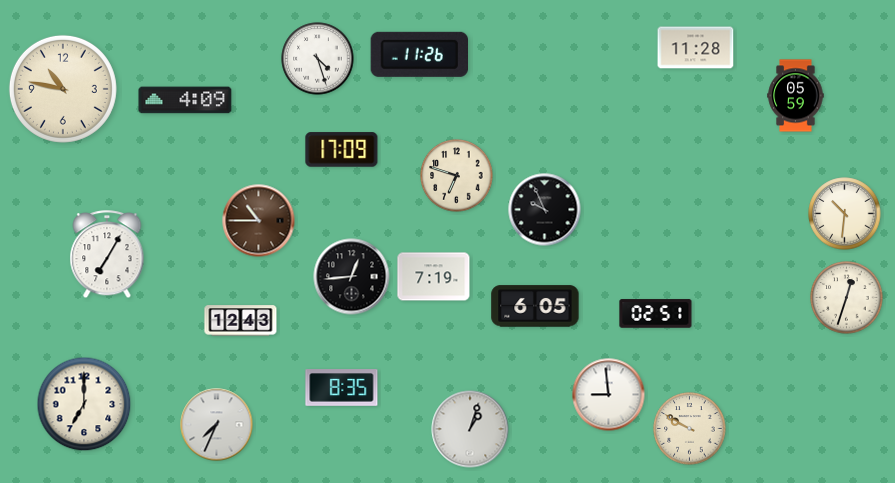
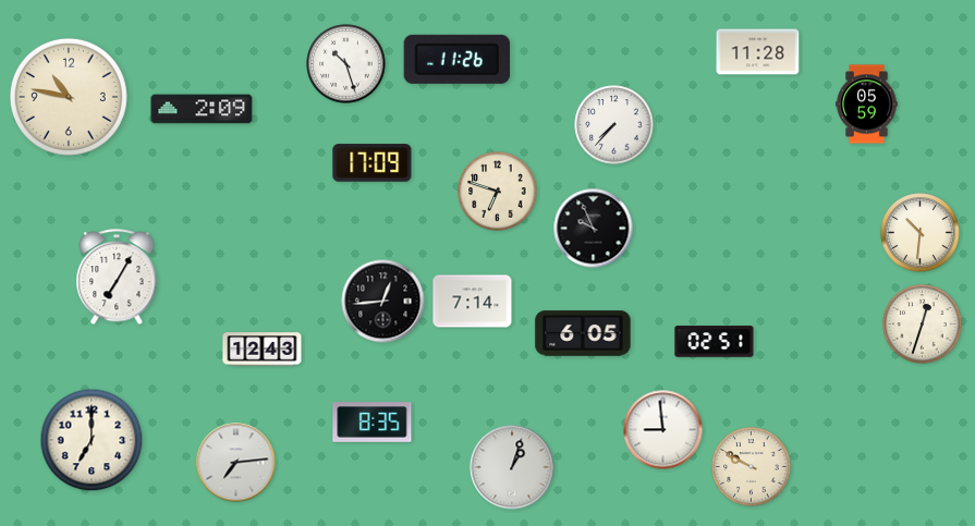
clock at (318, 59): 4:27 -> 10:27
clock at (185, 100): 4:09 -> 2:09
clock at (614, 125): none -> 7:37
clock at (259, 221): 10:45 -> none
clock at (434, 277): 7:19 -> 7:14
clock at (217, 425): 7:34 -> 7:14
